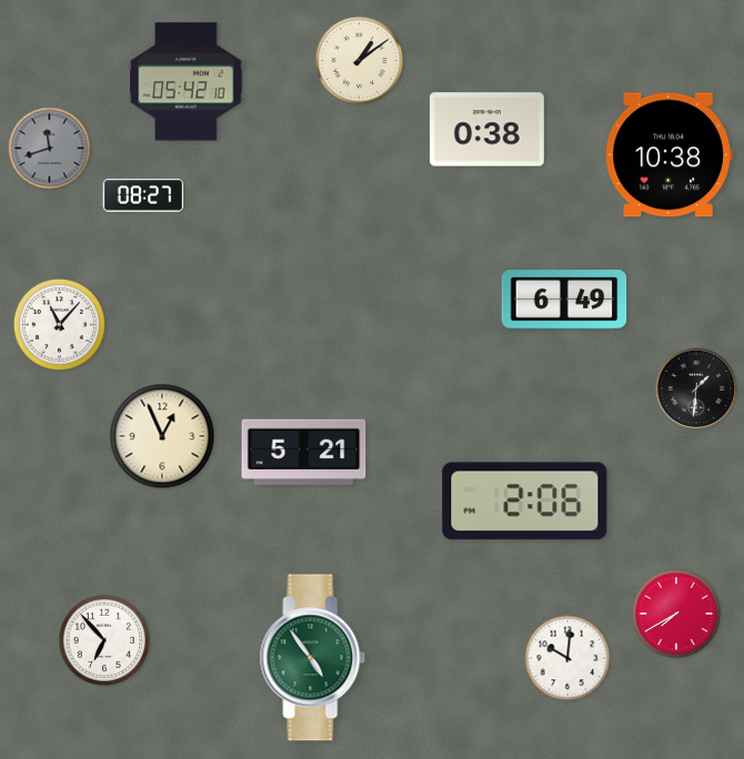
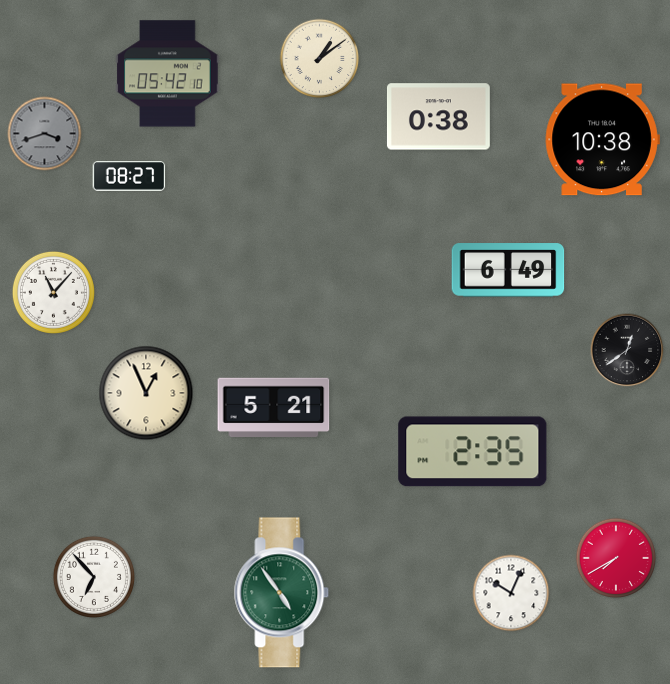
clock at (360, 61) position: (360, 61) -> (320, 59)
clock at (50, 149): 11:42 -> 3:42
clock at (696, 388): 1:31 -> 12:39
clock at (525, 502): 2:06 -> 2:35
clock at (676, 614) position: (676, 614) -> (616, 558)
clock at (567, 658): 10:01 -> 10:04
